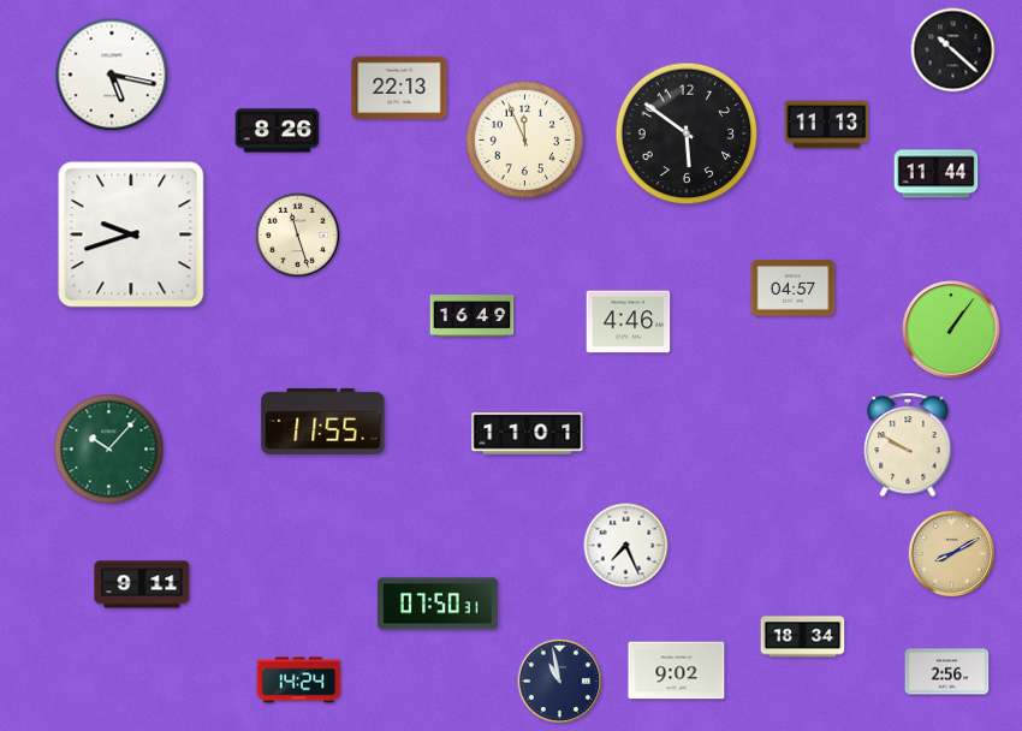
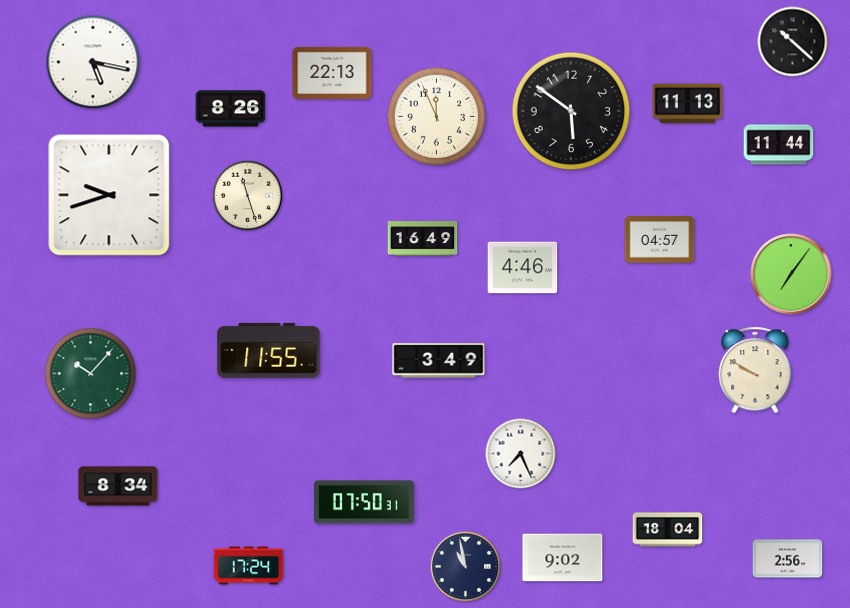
clock at (473, 316) position: (473, 316) -> (423, 239)
clock at (951, 329): 1:06 -> 7:06
clock at (528, 434): 11:01 -> 3:49
clock at (952, 554): 8:10 -> none
clock at (142, 584): 9:11 -> 8:34
clock at (803, 637): 18:34 -> 18:04
clock at (299, 681): 14:24 -> 17:24
